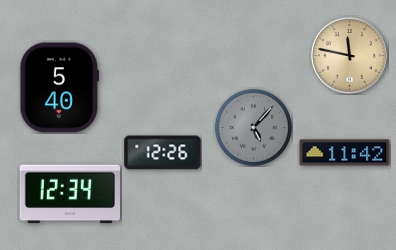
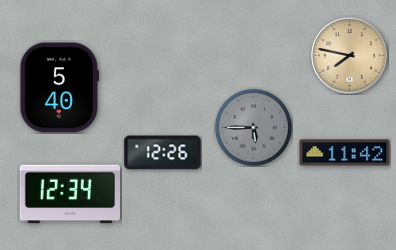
clock at (350, 56): 11:47 -> 7:47
clock at (253, 127): 5:07 -> 5:45
